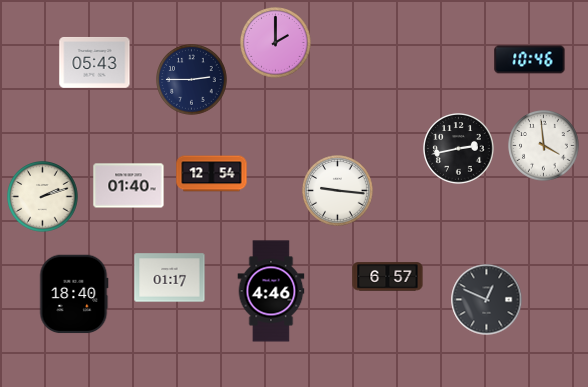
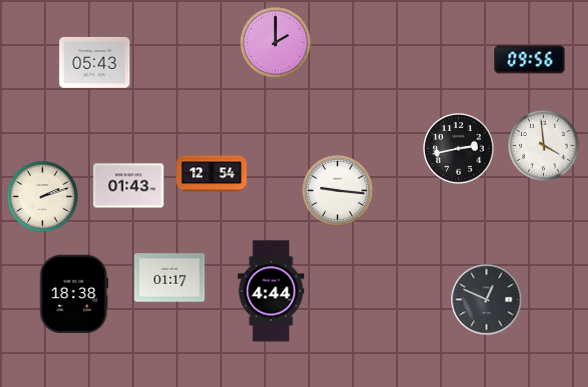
clock at (530, 60): 10:46 -> 09:56
clock at (192, 80): 2:45 -> none
clock at (129, 186): 01:40 -> 01:43
clock at (388, 277): 6:57 -> none
clock at (271, 291): 4:46 -> 4:44
clock at (74, 294): 18:40 -> 18:38
